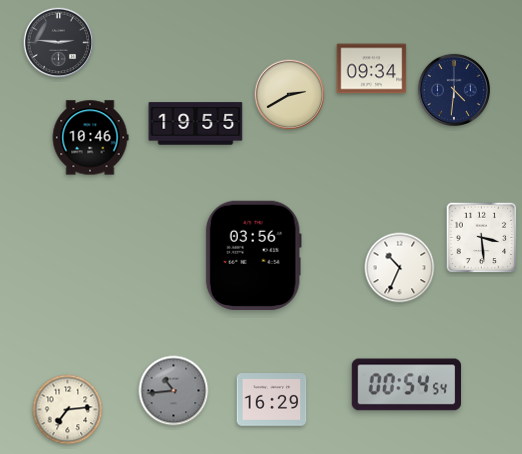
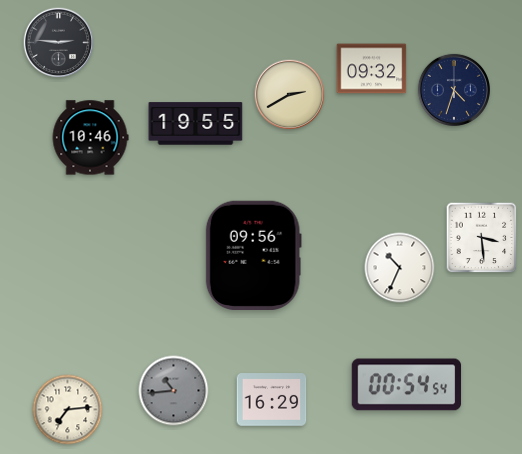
clock at (372, 69): 09:34 -> 09:32
clock at (454, 90): 4:31 -> 4:33
clock at (253, 255): 03:56 -> 09:56
